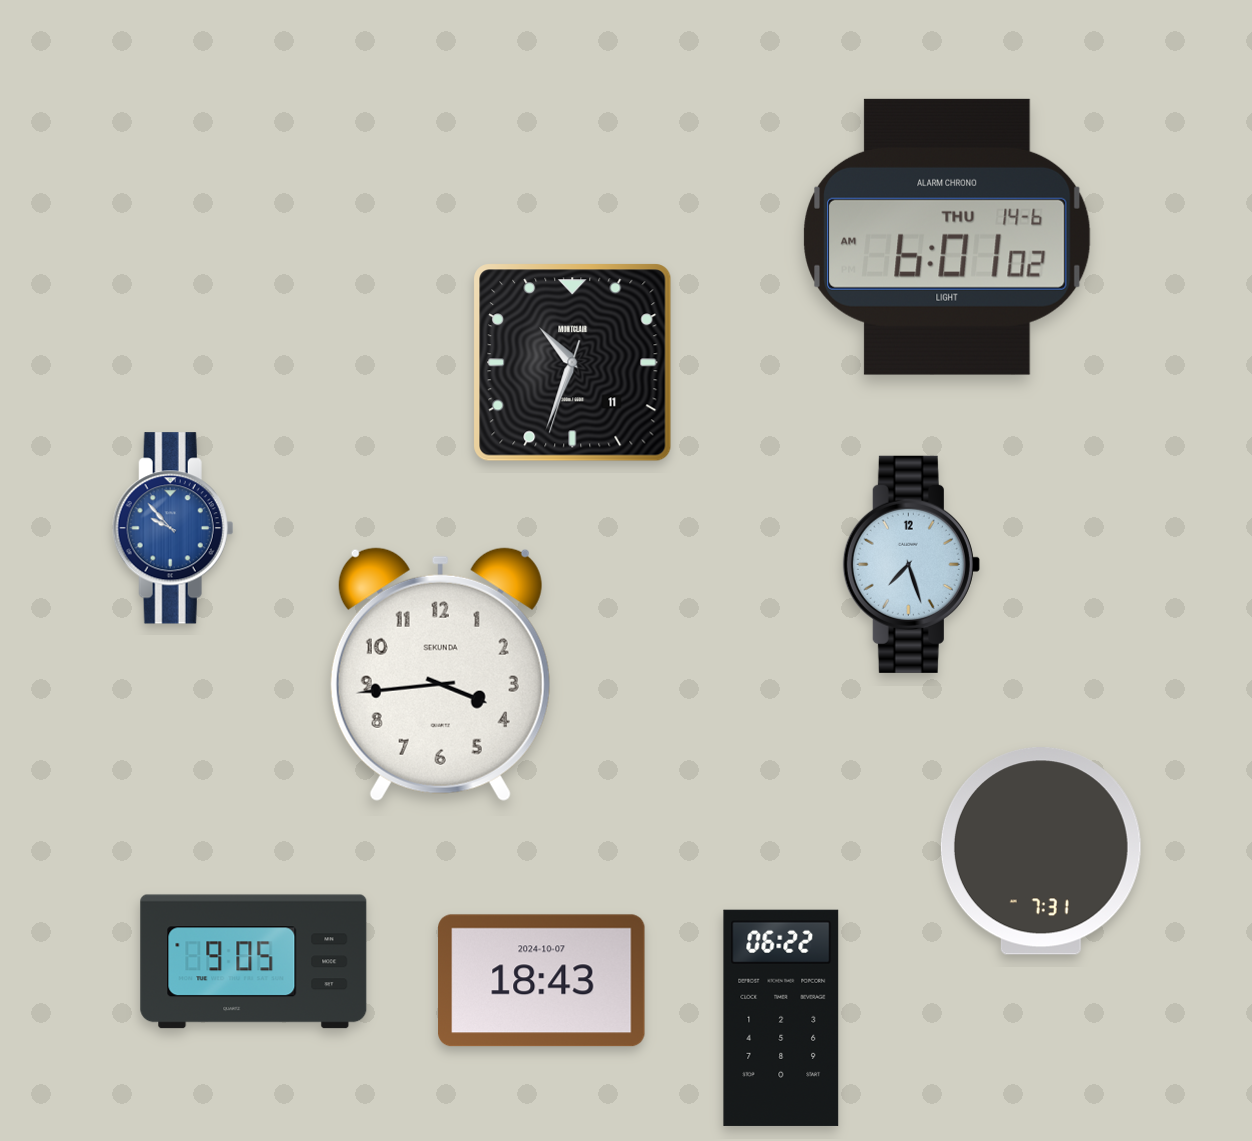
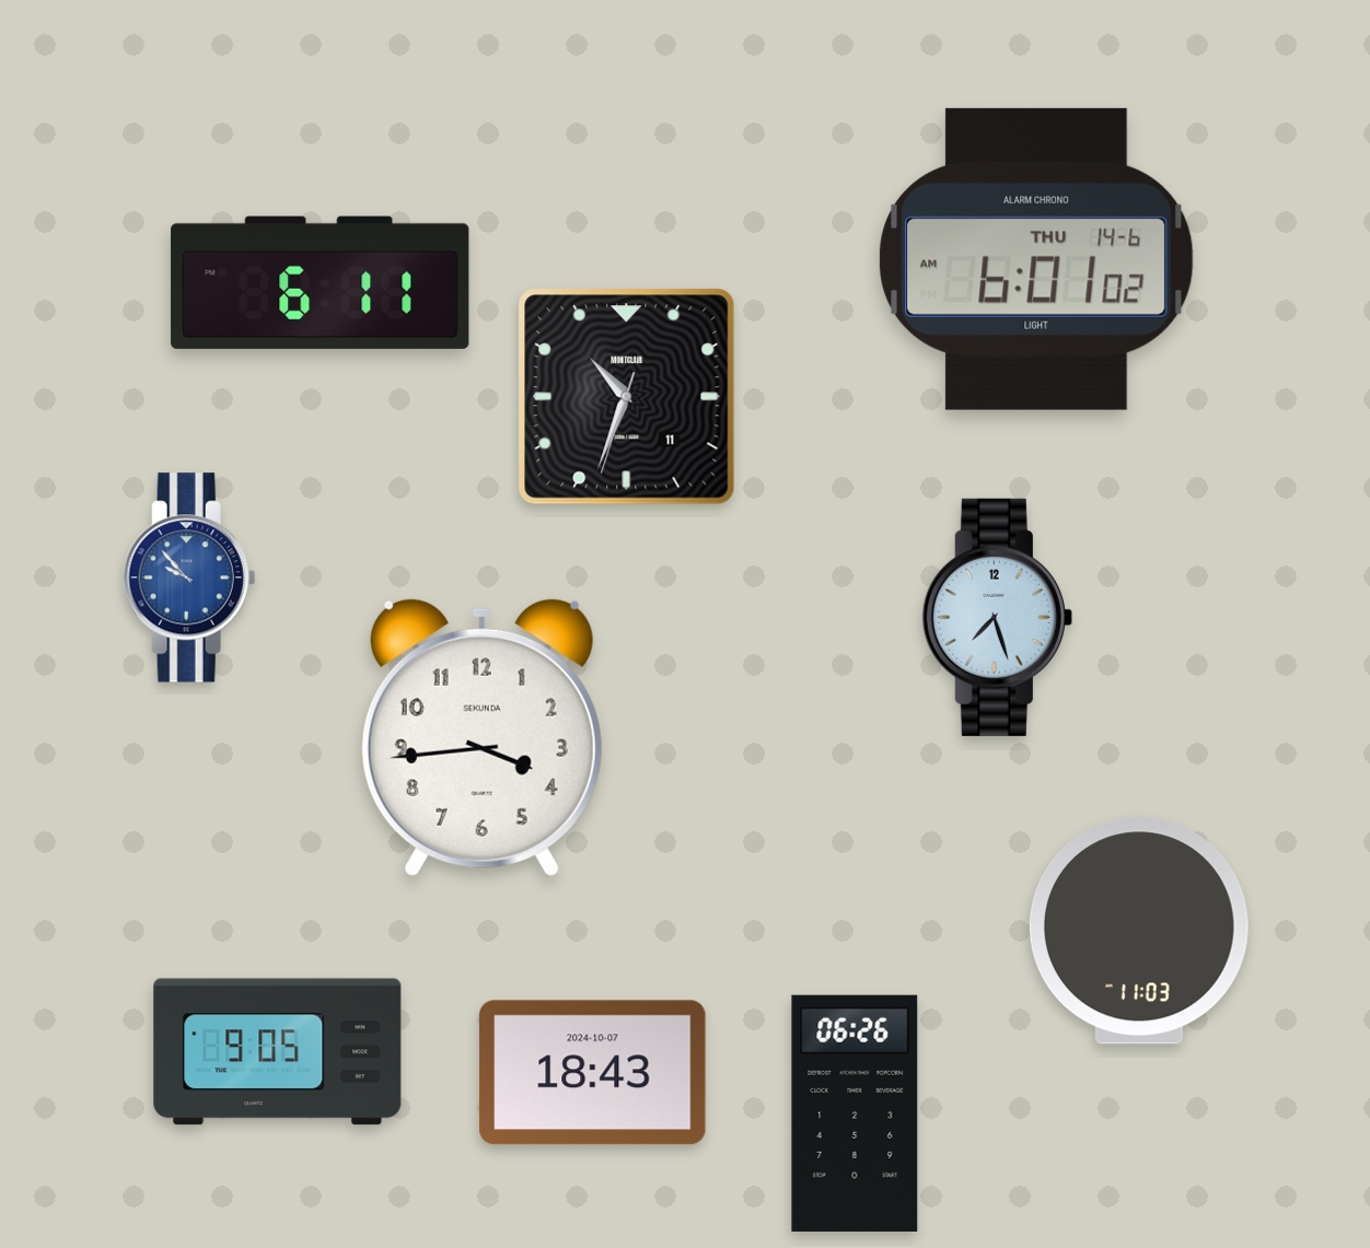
clock at (321, 282): none -> 6:11
clock at (1041, 851): 7:31 -> 11:03
clock at (781, 1018): 06:22 -> 06:26
